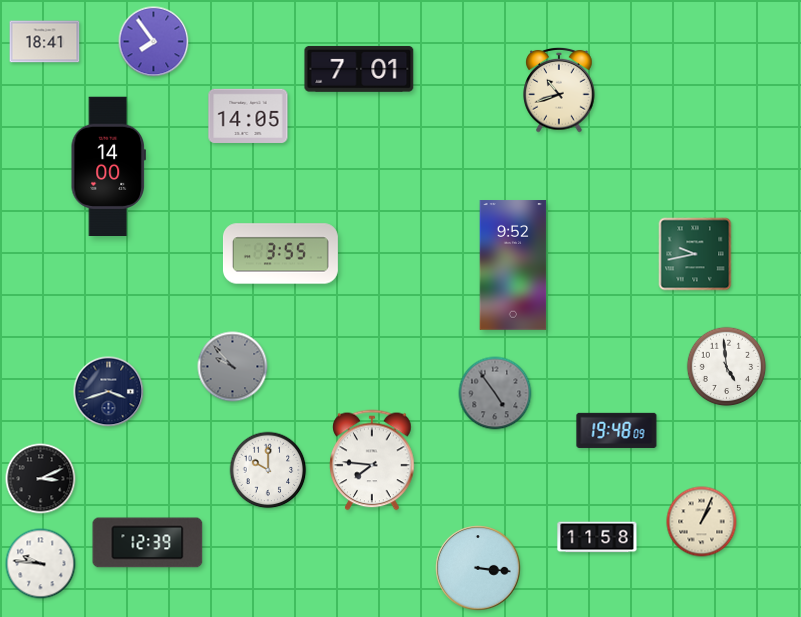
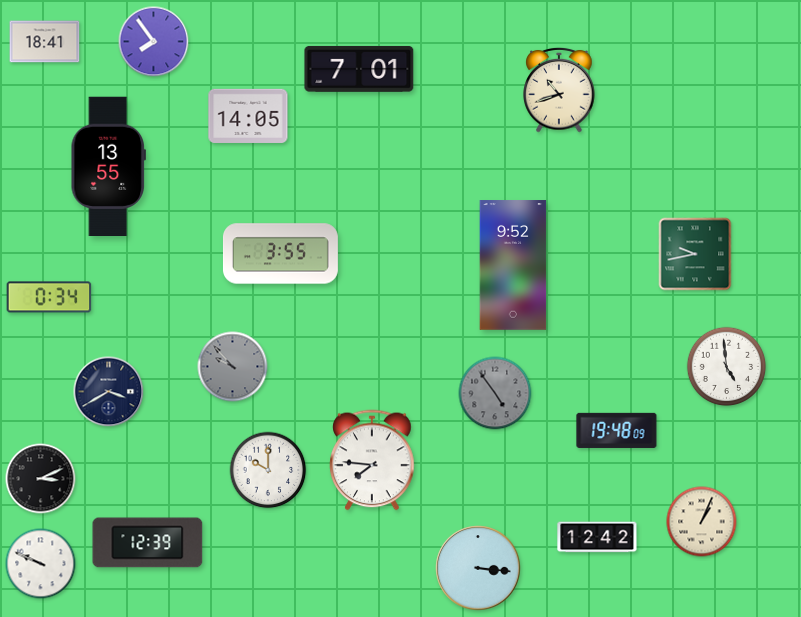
clock at (108, 166): 14:00 -> 13:55
clock at (49, 297): none -> 0:34
clock at (109, 392): 3:42 -> 3:40
clock at (597, 537): 11:58 -> 12:42
clock at (41, 564): 9:46 -> 9:49
